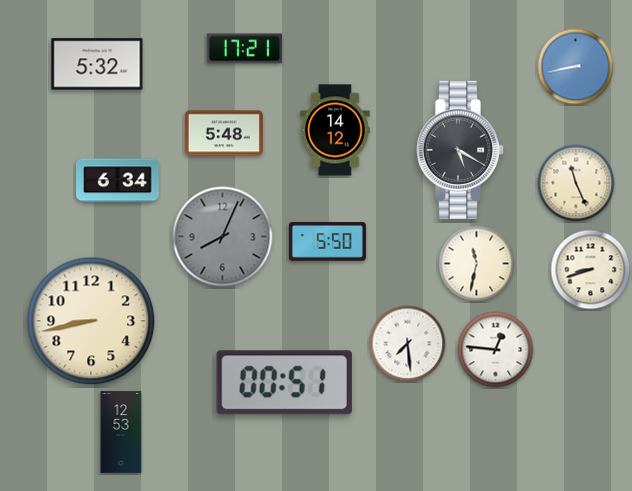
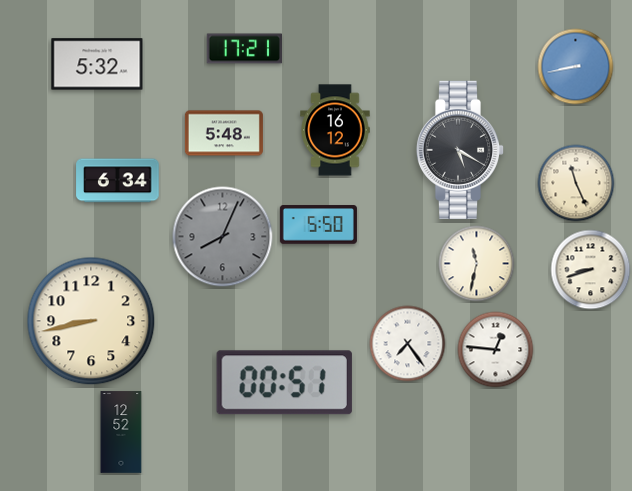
clock at (335, 130): 14:12 -> 16:12
clock at (327, 242) position: (327, 242) -> (318, 225)
clock at (408, 344): 7:29 -> 7:24
clock at (121, 432): 12:53 -> 12:52
